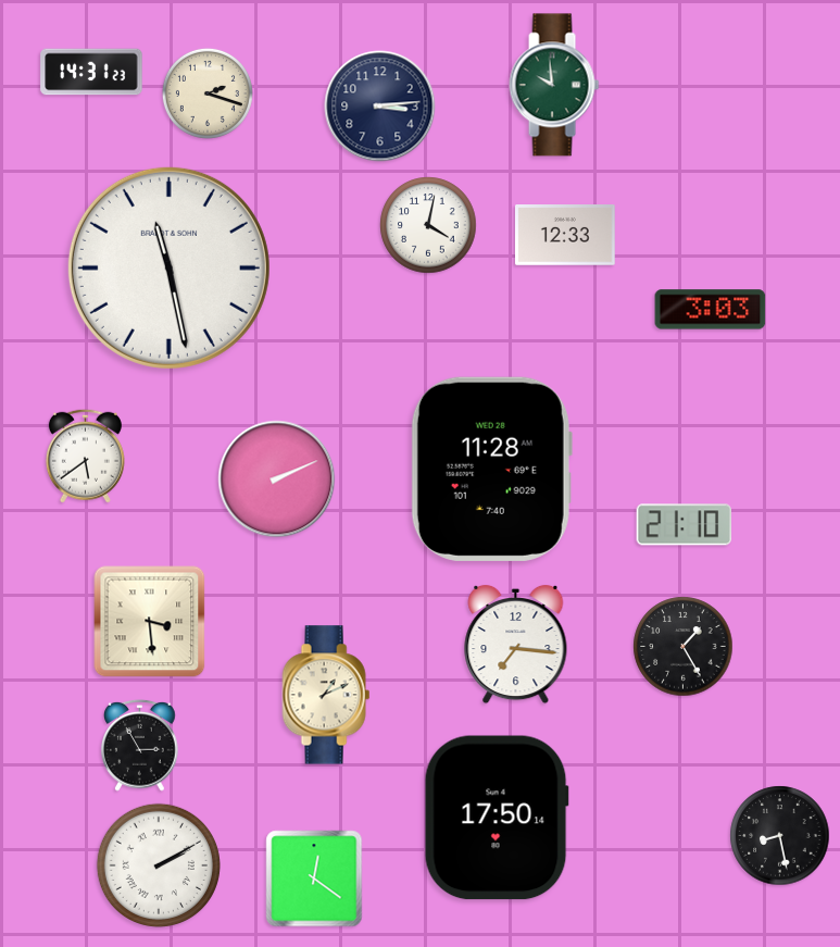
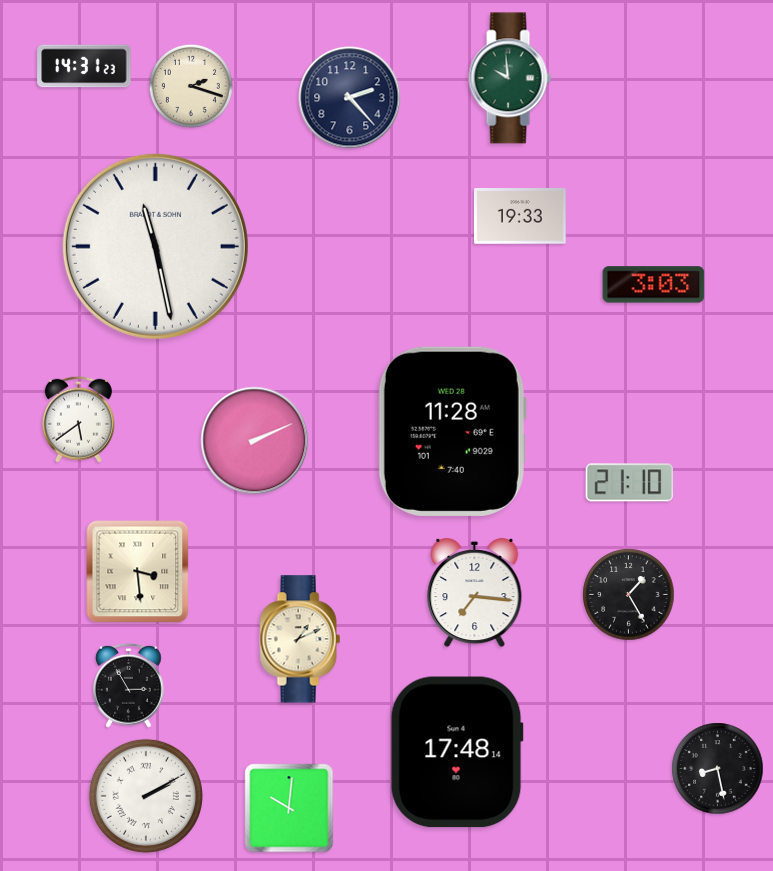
clock at (380, 107): 3:14 -> 2:23
clock at (428, 225): 4:02 -> none
clock at (566, 236): 12:33 -> 19:33
clock at (497, 818): 17:50 -> 17:48
clock at (314, 879): 12:21 -> 10:01
